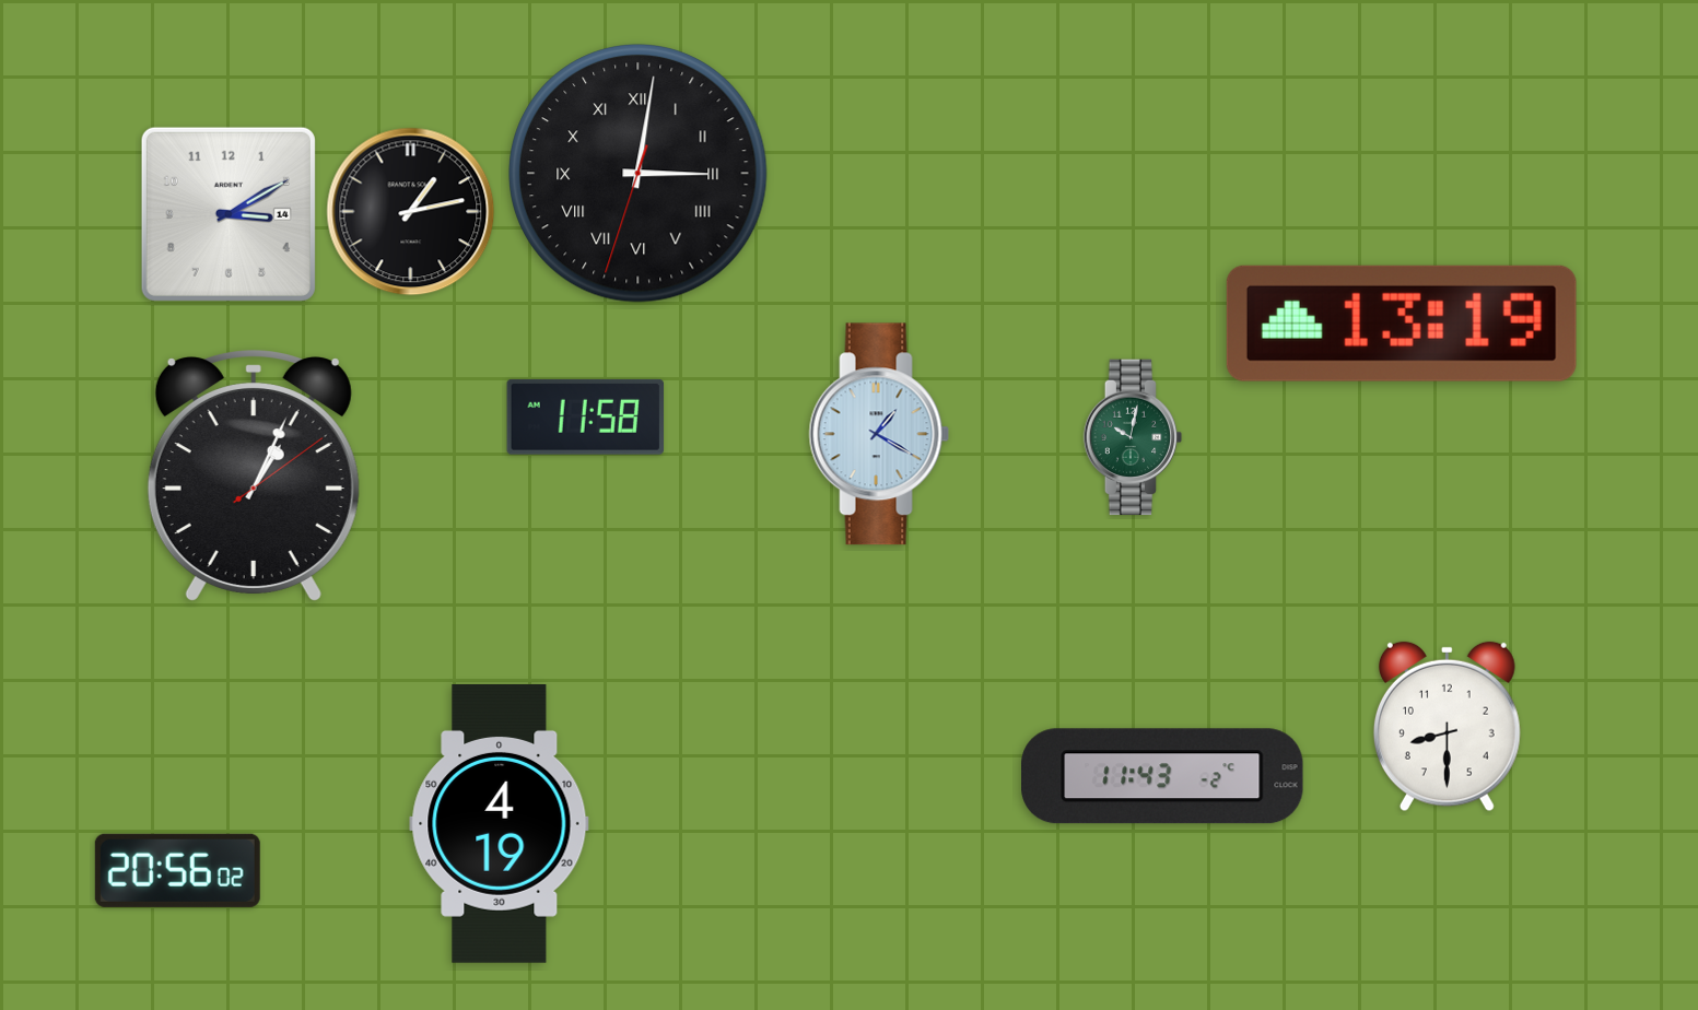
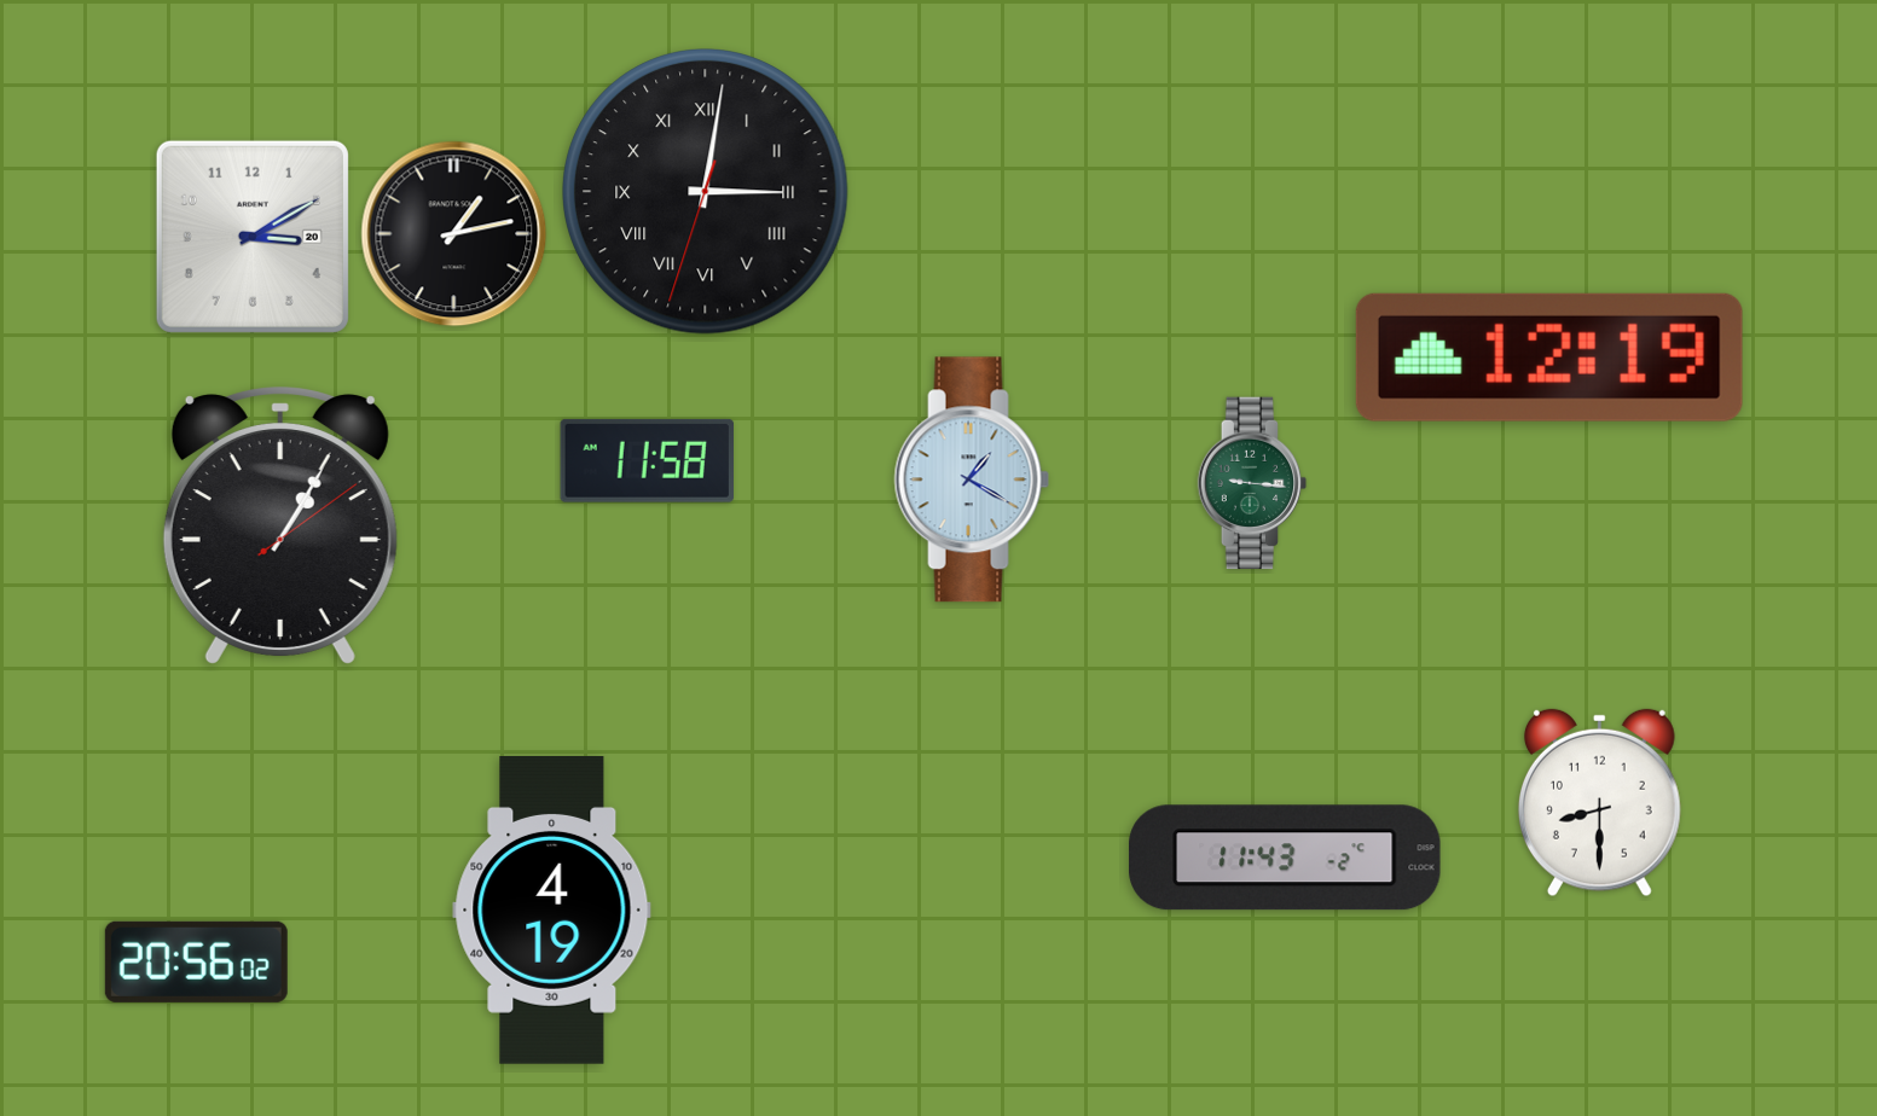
clock at (229, 214) date: 14 -> 20
clock at (1402, 324): 13:19 -> 12:19
clock at (1133, 437): 10:02 -> 9:16
clock at (254, 475): 1:04 -> 1:05
